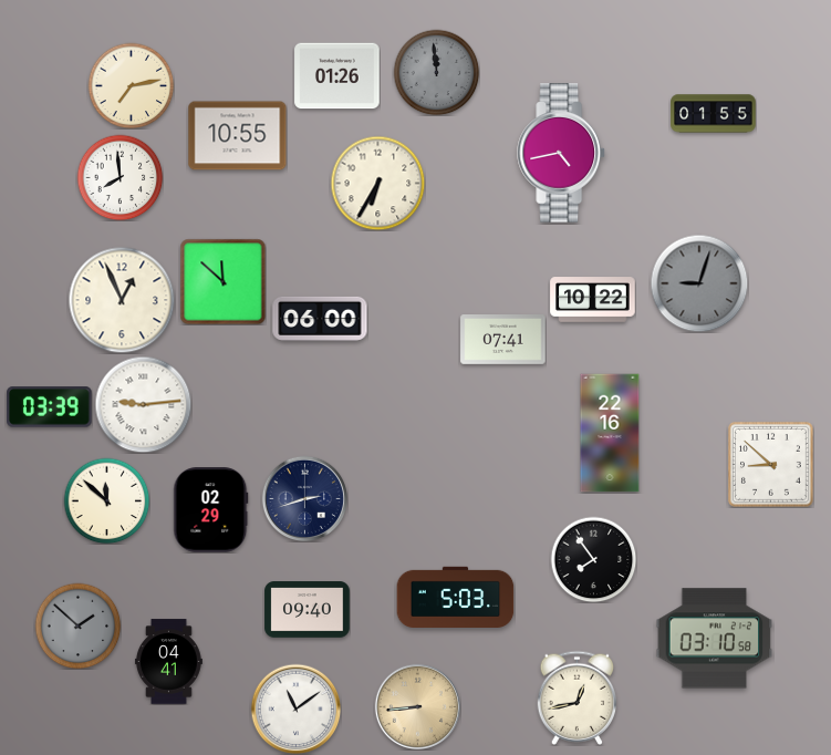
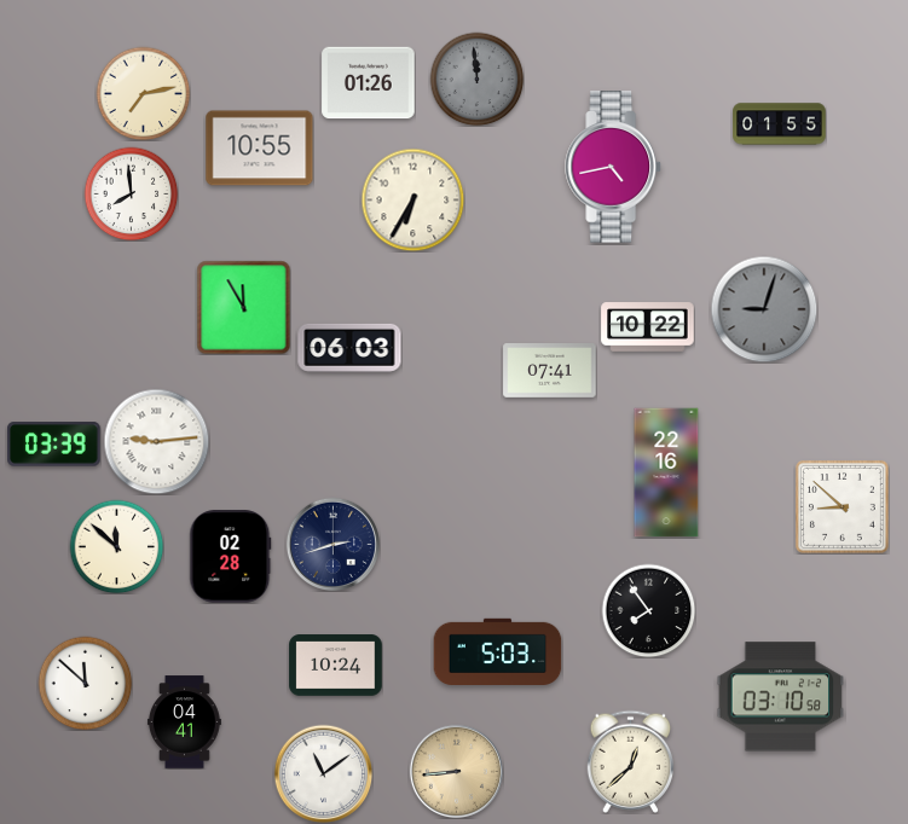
clock at (222, 281): 11:52 -> 11:55
clock at (122, 300): 12:56 -> none
clock at (320, 319): 06:00 -> 06:03
clock at (211, 510): 02:29 -> 02:28
clock at (308, 610): 09:40 -> 10:24
clock at (77, 625): 1:52 -> 11:52
clock at (77, 625) dial: grey -> white
clock at (578, 697): 12:43 -> 12:38
